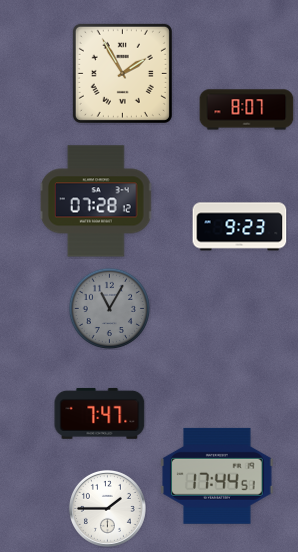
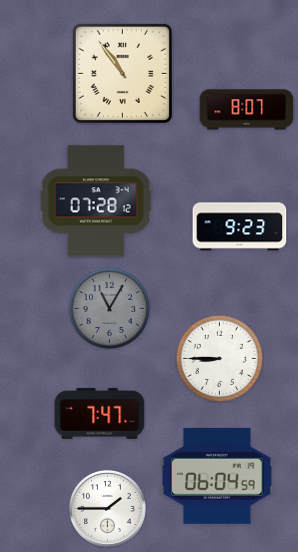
clock at (122, 73): 1:55 -> 10:54
clock at (219, 358): none -> 8:45
clock at (217, 476): 17:44 -> 06:04
